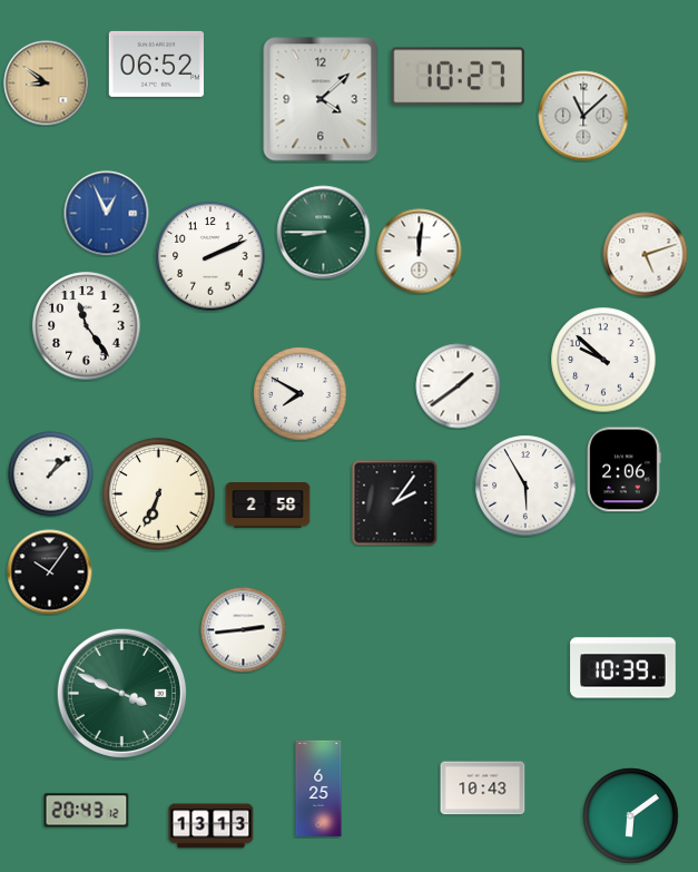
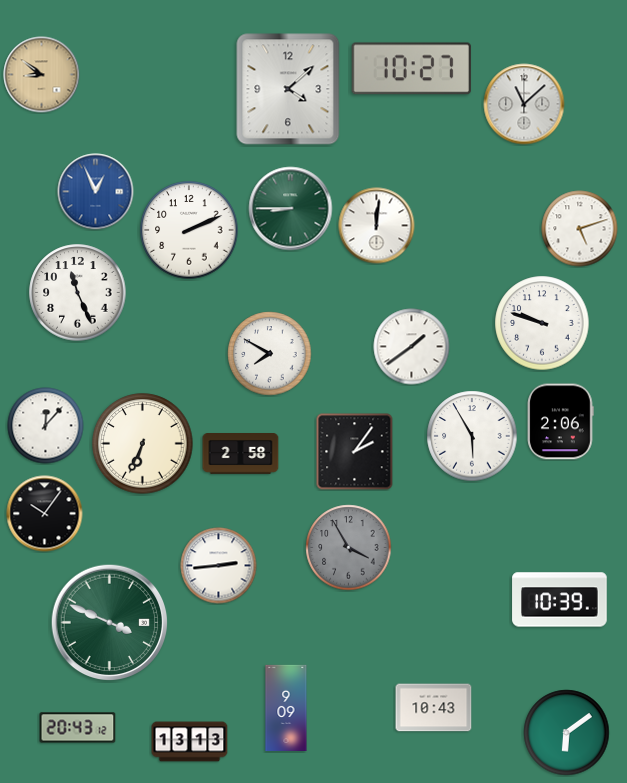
clock at (156, 63): 06:52 -> none
clock at (87, 326): 11:24 -> 11:26
clock at (603, 360): 9:52 -> 9:48
clock at (51, 474): 1:08 -> 12:07
clock at (349, 548): none -> 3:55
clock at (318, 788): 6:25 -> 9:09
